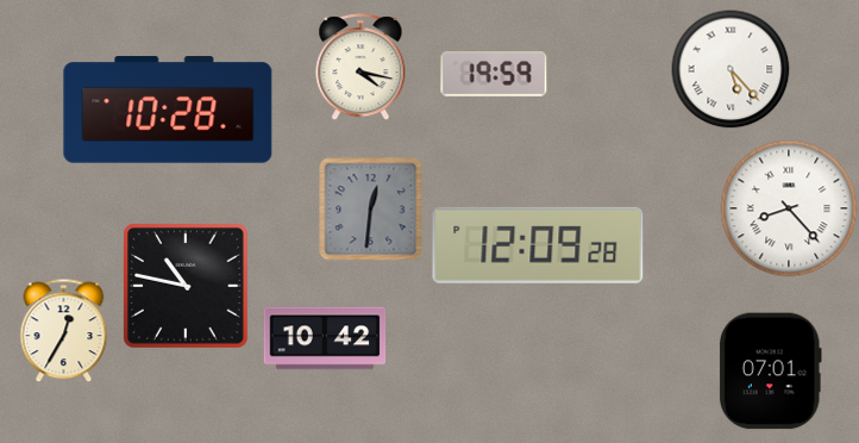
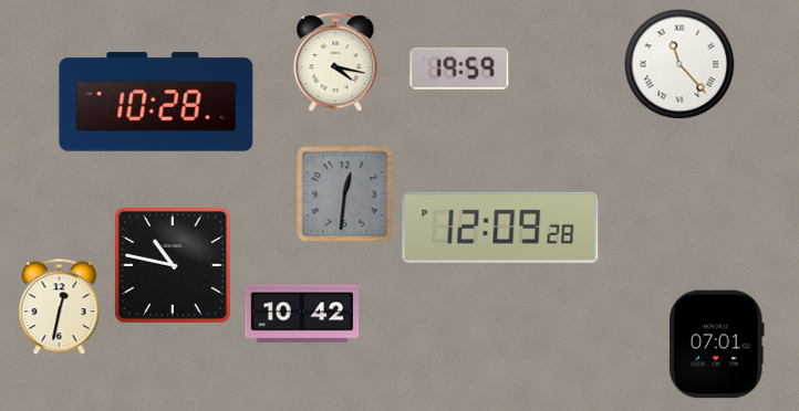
clock at (731, 69): 5:23 -> 11:23
clock at (789, 208): 8:23 -> none
clock at (64, 330): 12:35 -> 12:32
